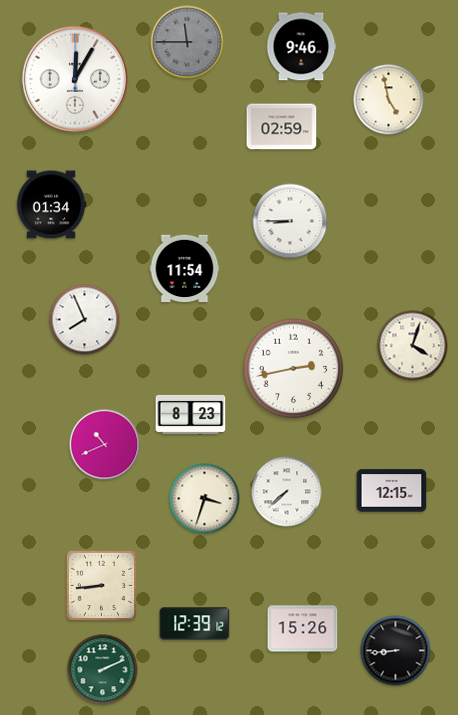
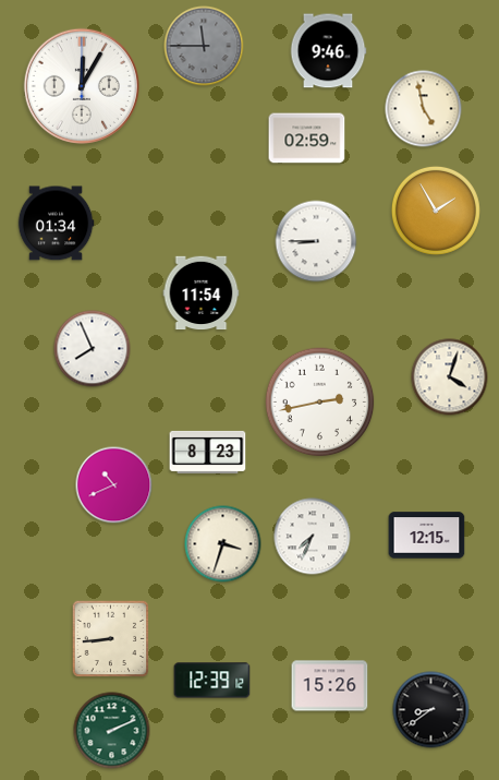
clock at (436, 211): none -> 1:55
clock at (287, 492): 7:38 -> 7:34
clock at (396, 651): 8:44 -> 8:39
